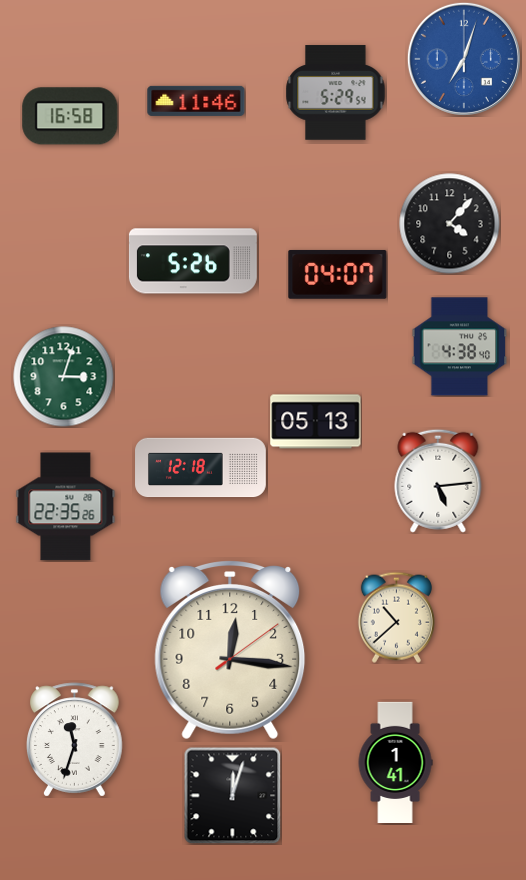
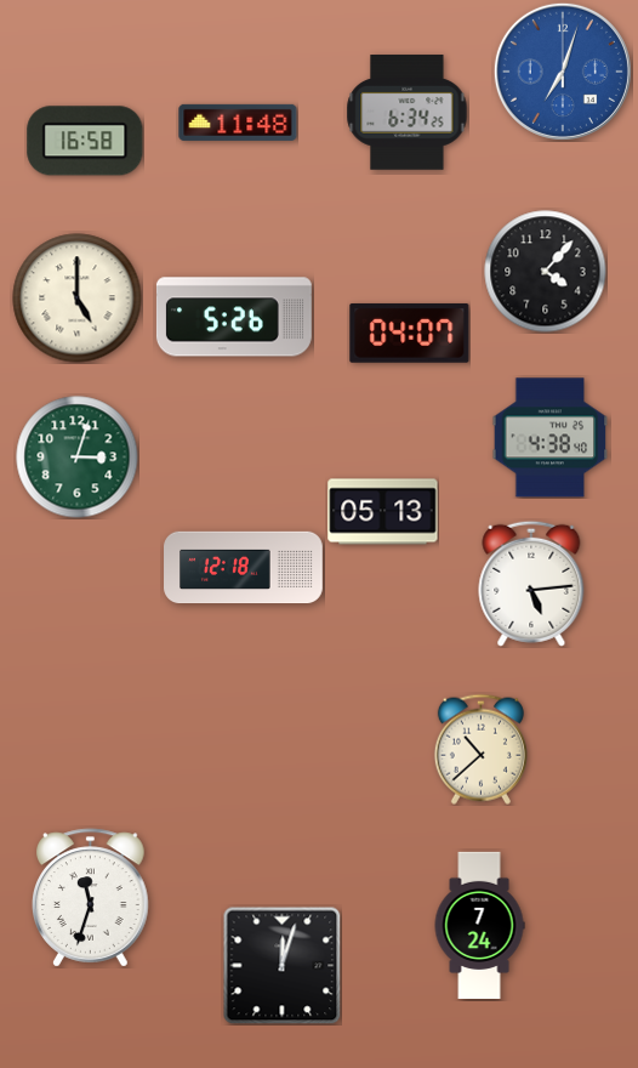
clock at (336, 93): 5:29 -> 6:34
clock at (196, 101): 11:46 -> 11:48
clock at (78, 299): none -> 5:00
clock at (460, 347) position: (460, 347) -> (551, 438)
clock at (66, 507): 22:35 -> none
clock at (230, 651): 12:16 -> none
clock at (395, 762): 1:41 -> 7:24
